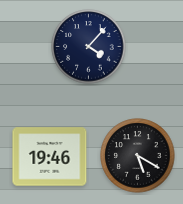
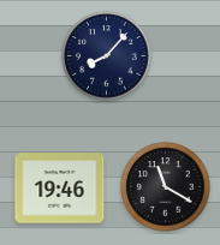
clock at (89, 47): 4:07 -> 8:07
clock at (138, 156): 5:20 -> 11:20
